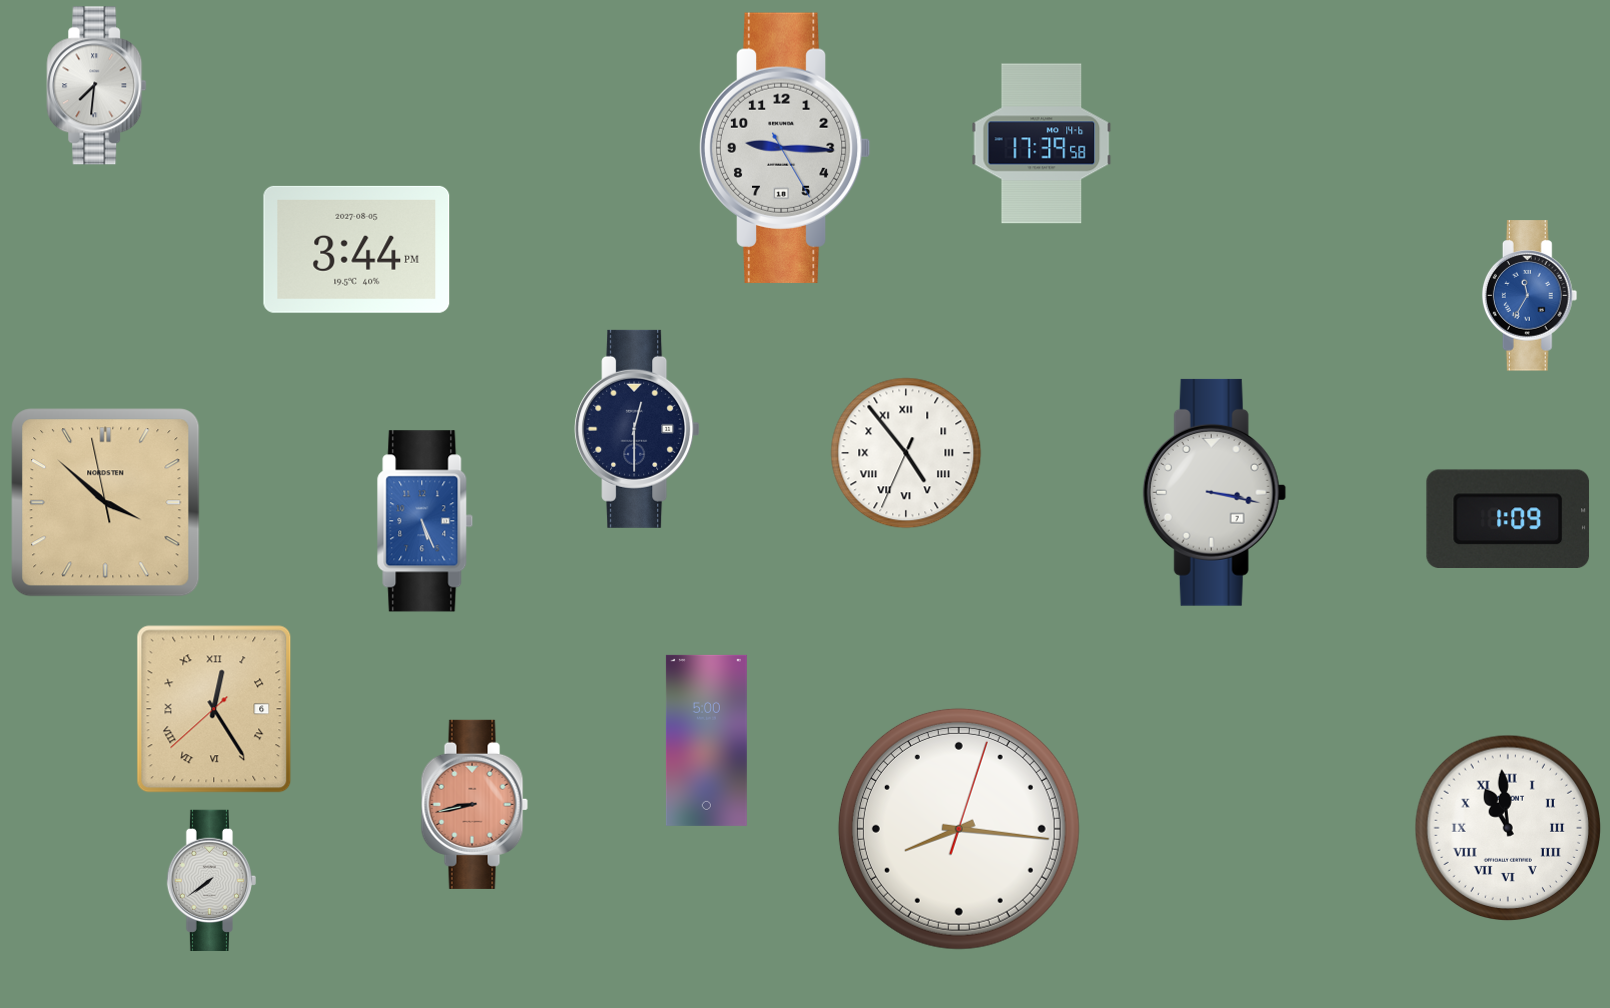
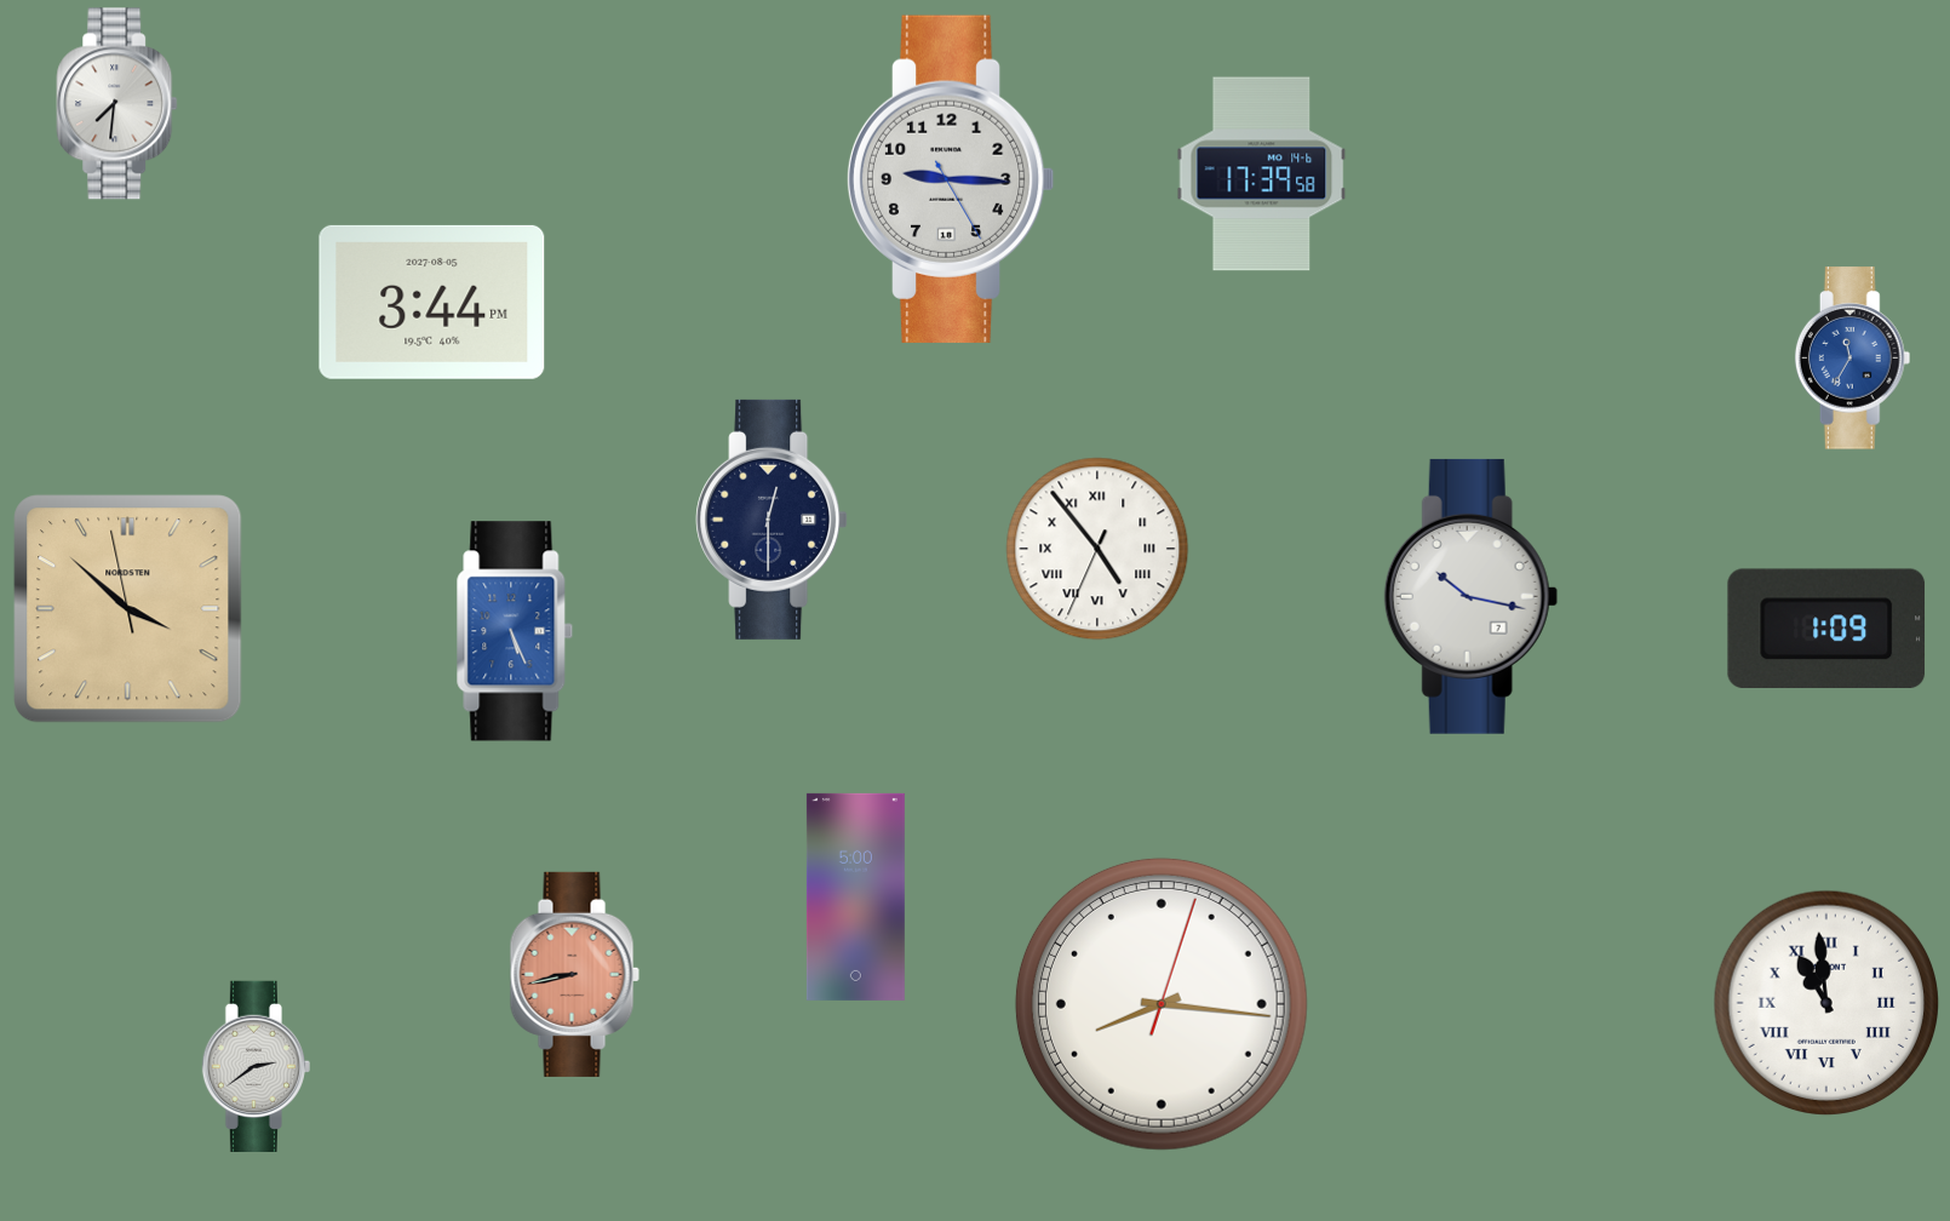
clock at (1214, 492): 3:17 -> 10:17
clock at (214, 709): 12:24 -> none
clock at (212, 880): 7:39 -> 2:39
